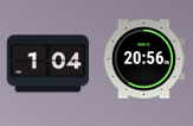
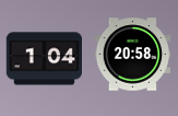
clock at (144, 59): 20:56 -> 20:58
